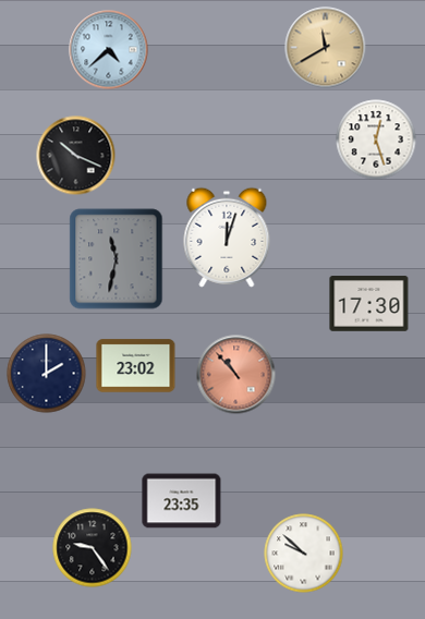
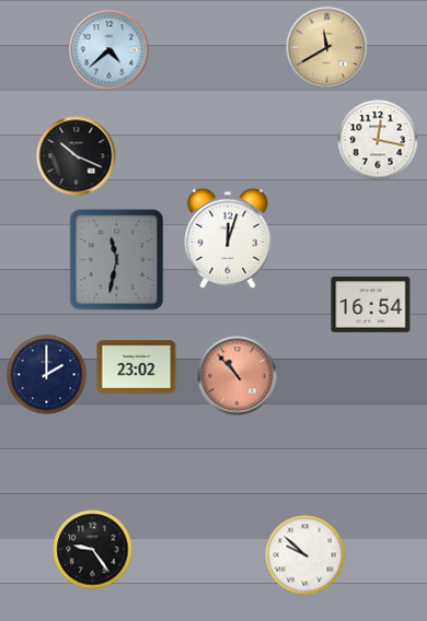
clock at (376, 139): 12:27 -> 12:17
clock at (369, 304): 17:30 -> 16:54
clock at (182, 501): 23:35 -> none
